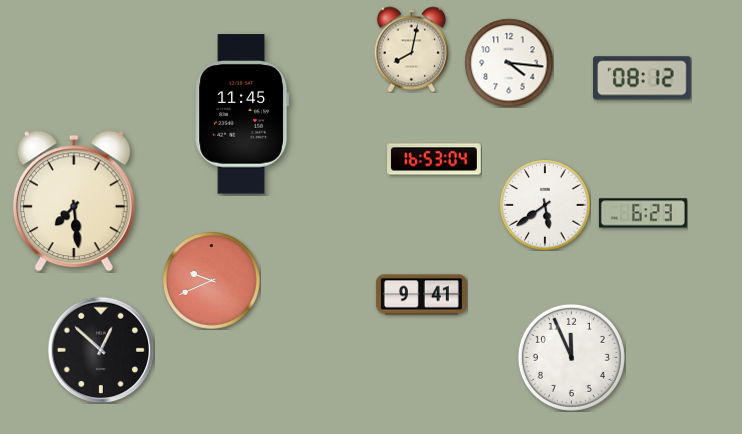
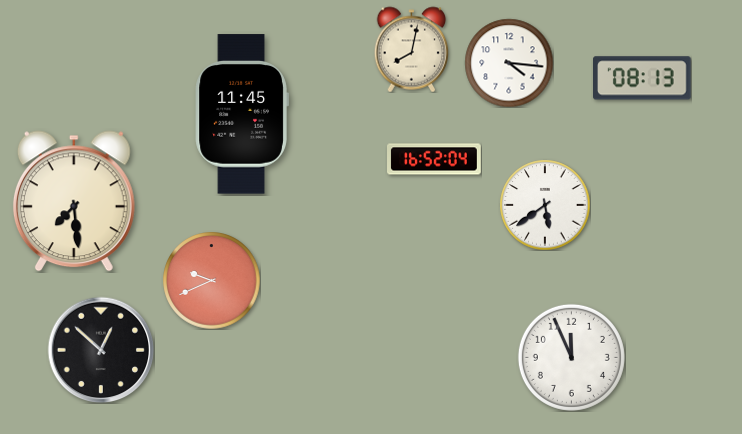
clock at (643, 78): 08:12 -> 08:13
clock at (435, 159): 16:53 -> 16:52
clock at (643, 213): 6:23 -> none
clock at (421, 295): 9:41 -> none
